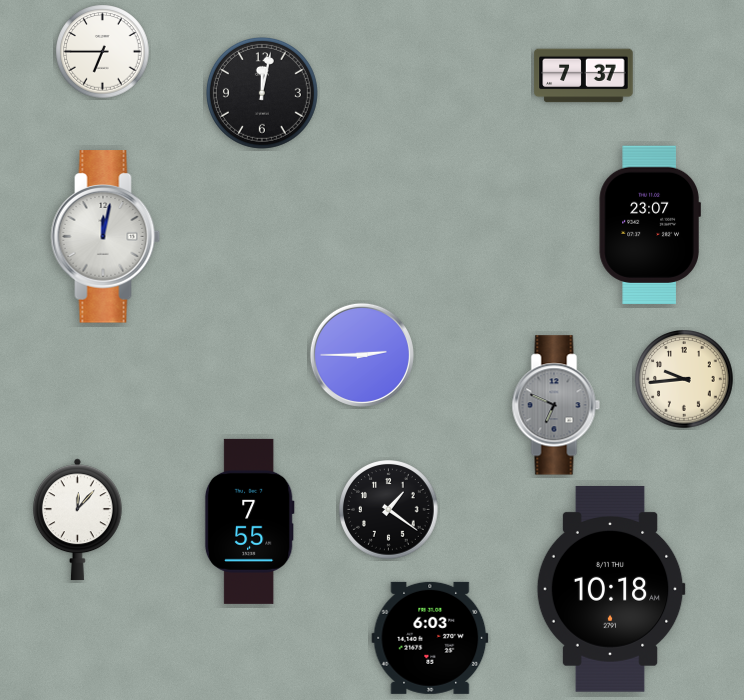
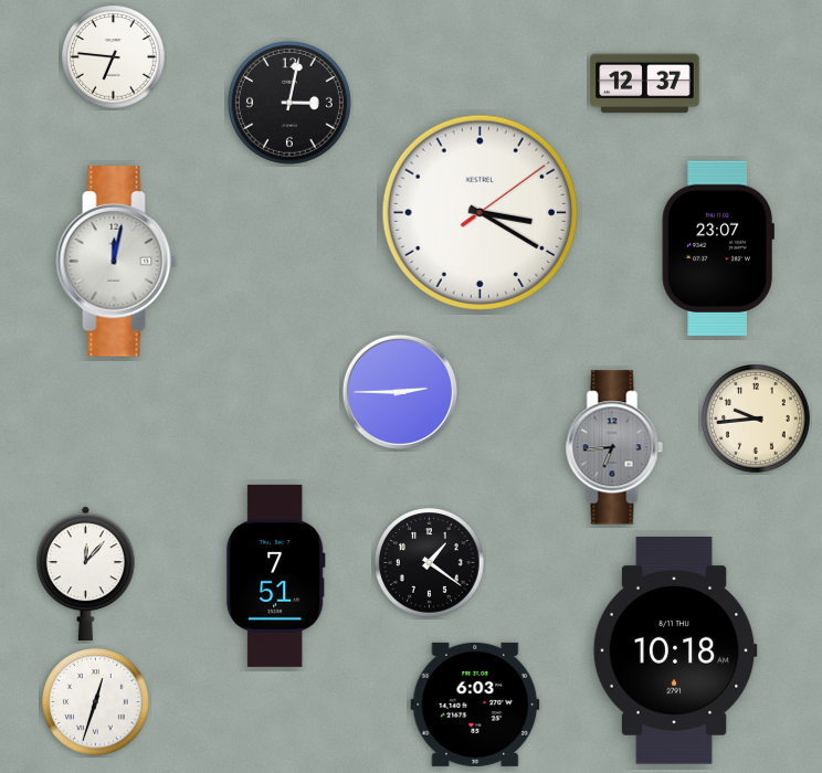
clock at (103, 52): 6:45 -> 6:46
clock at (584, 76): 7:37 -> 12:37
clock at (262, 93): 12:02 -> 3:02
clock at (479, 212): none -> 3:20
clock at (556, 405): 6:49 -> 6:44
clock at (249, 521): 7:55 -> 7:51
clock at (96, 702): none -> 12:33
